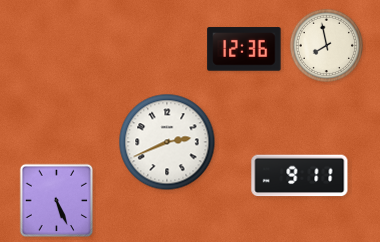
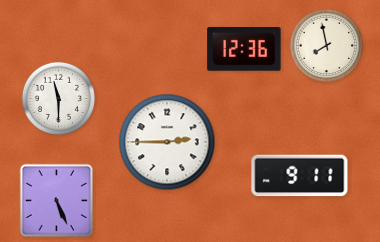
clock at (58, 98): none -> 11:30
clock at (167, 142): 2:41 -> 2:45
